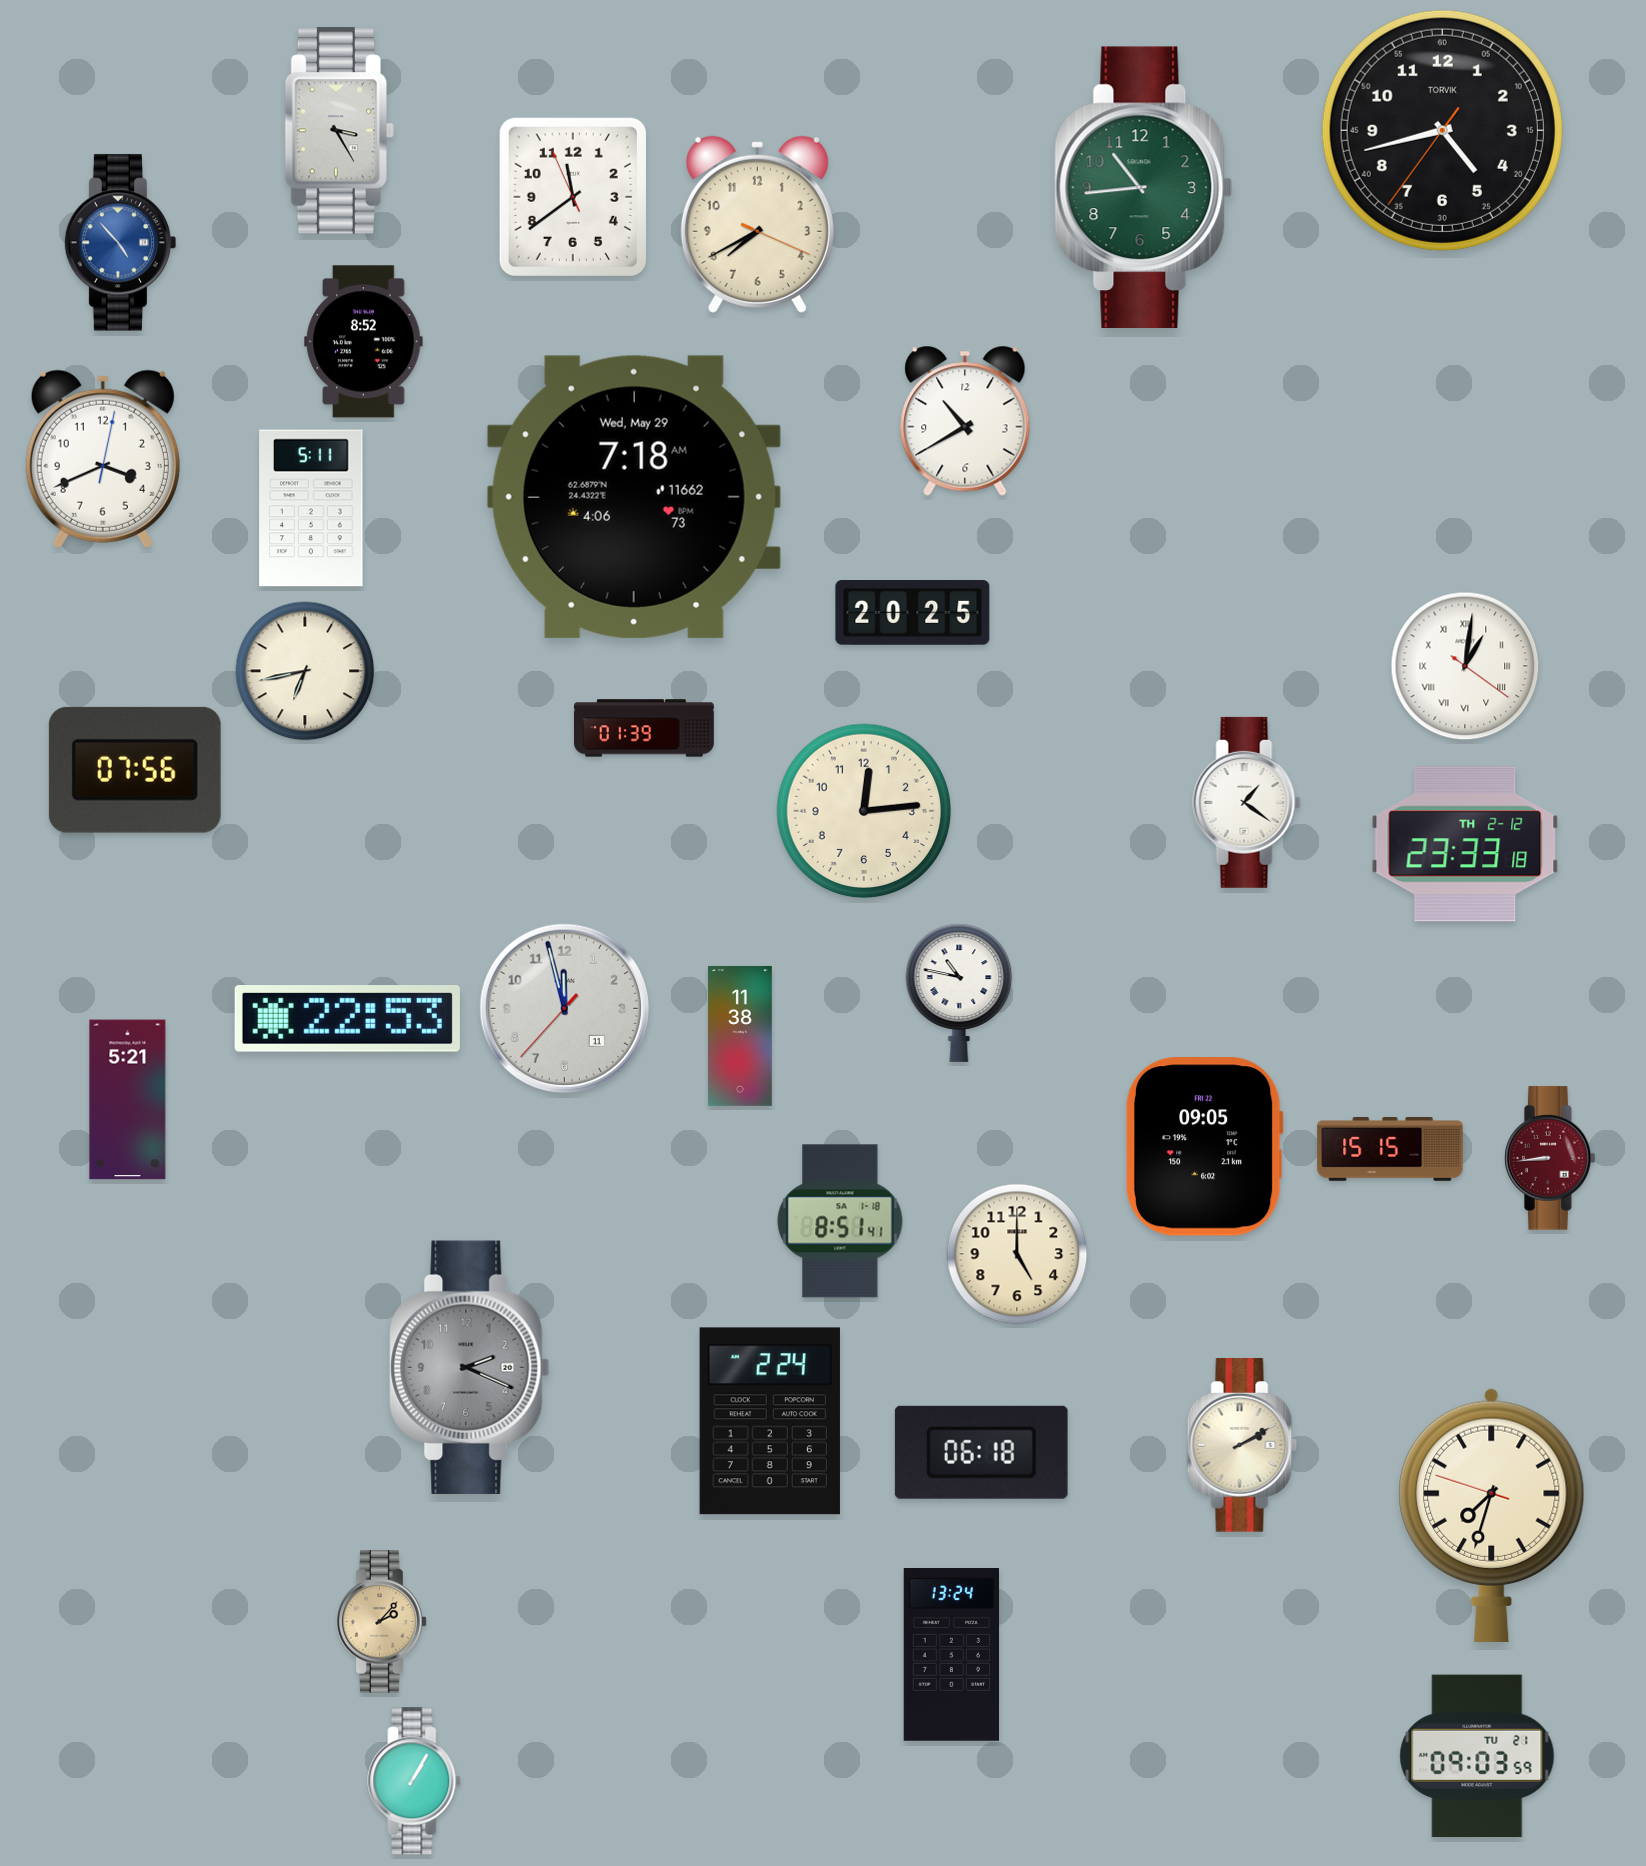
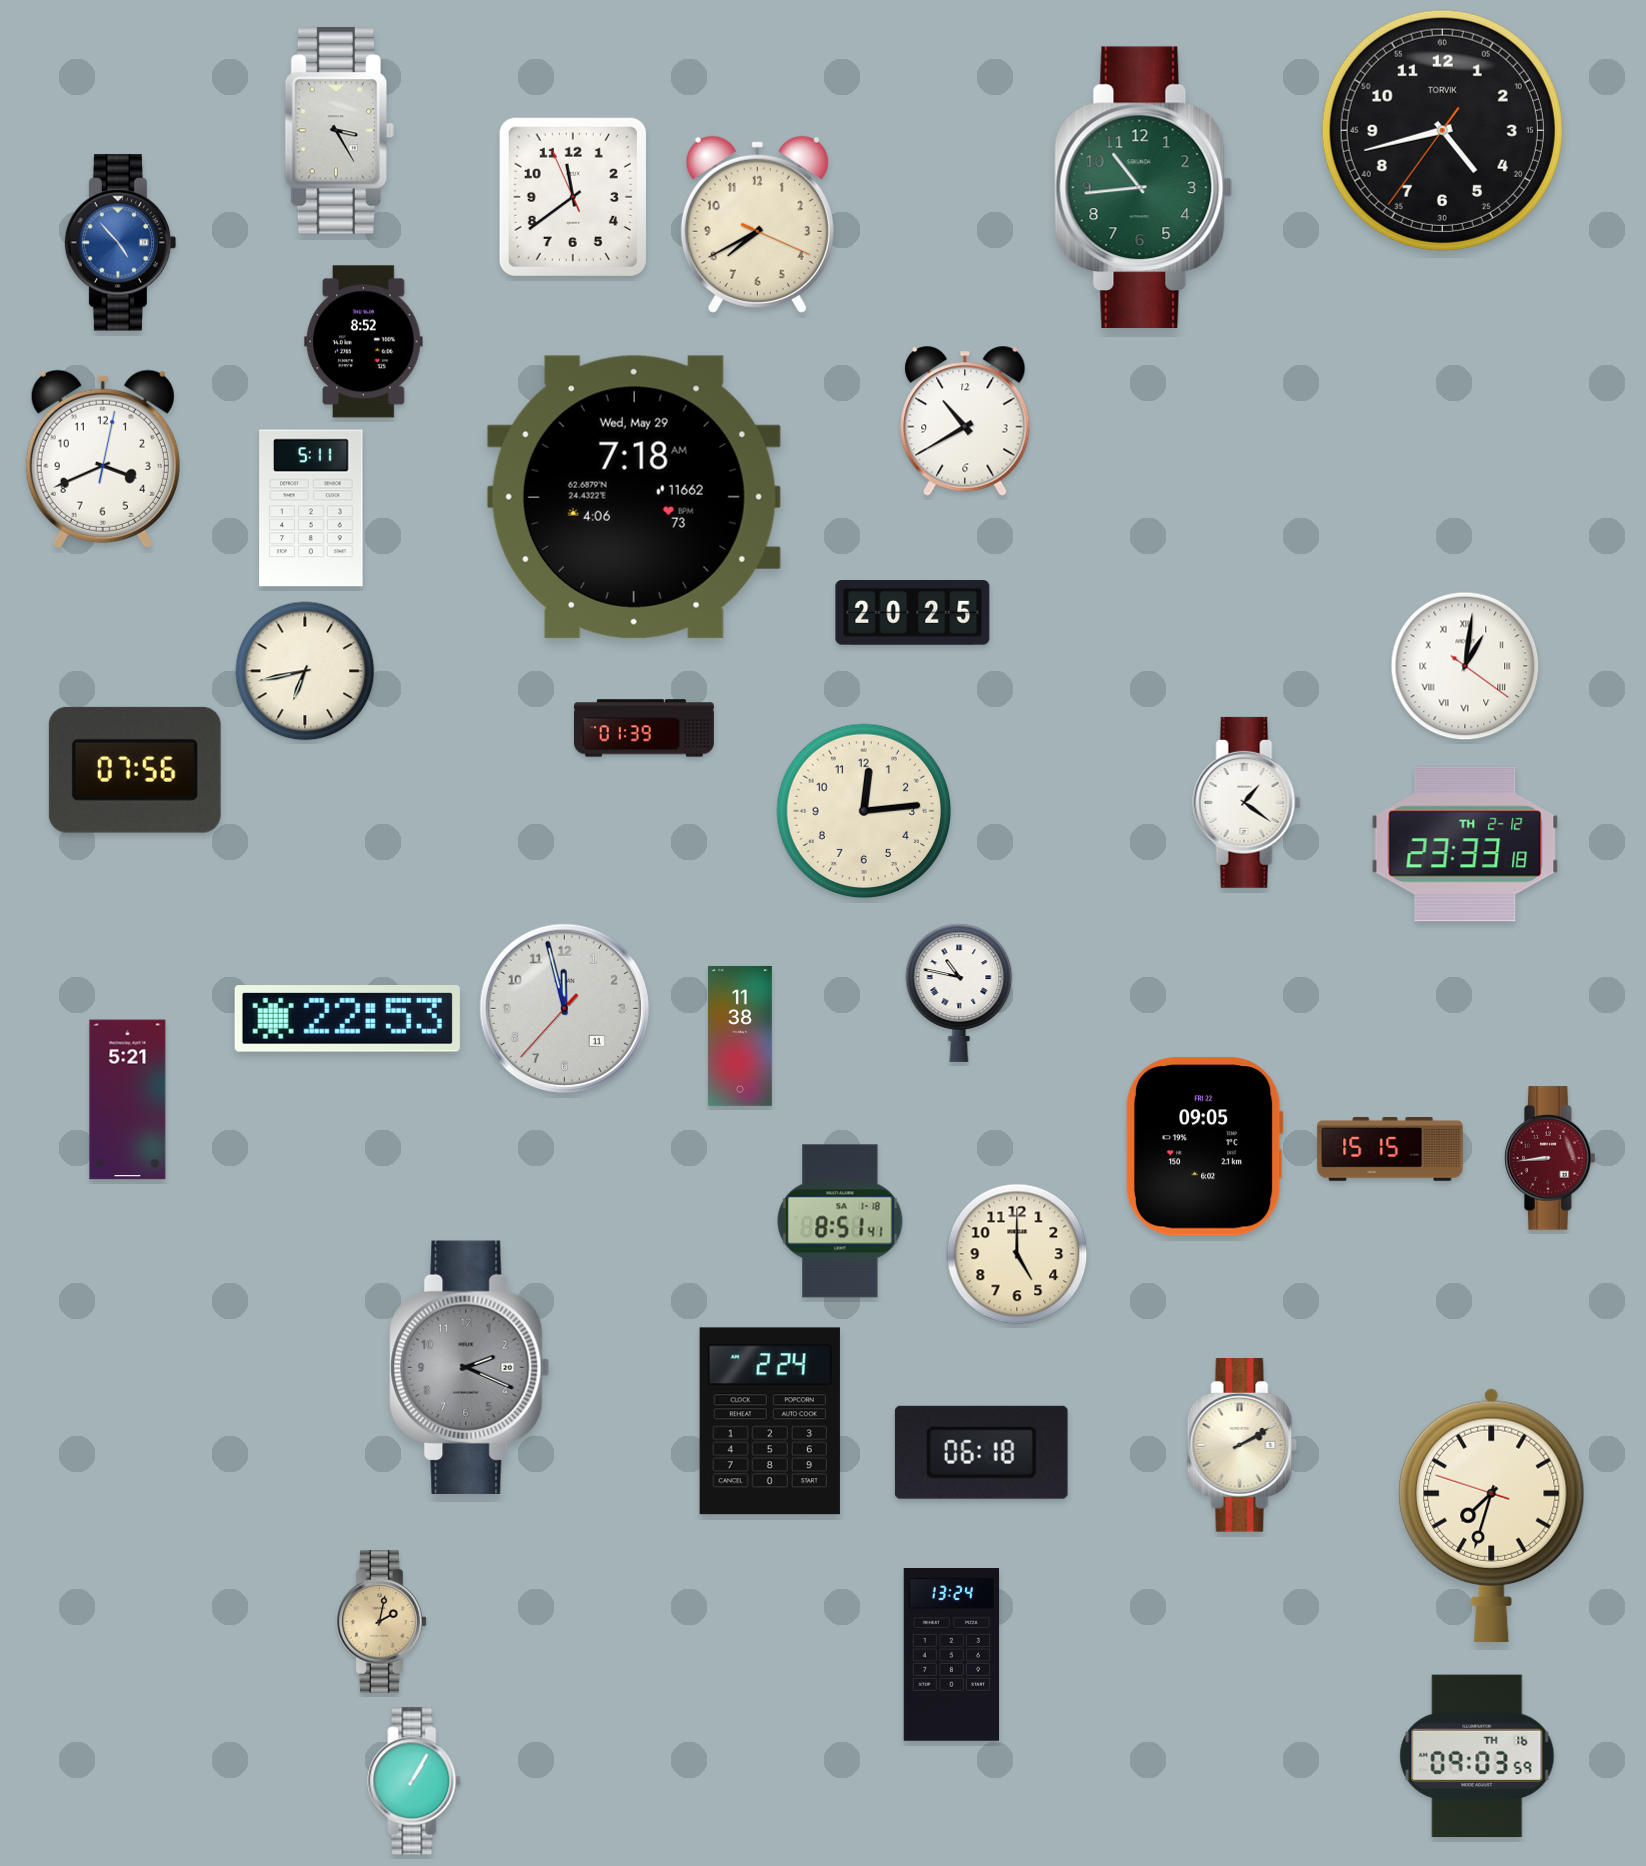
clock at (382, 1622): 2:07 -> 2:02
clock at (1477, 1756) date: TU 21 -> TH 16
